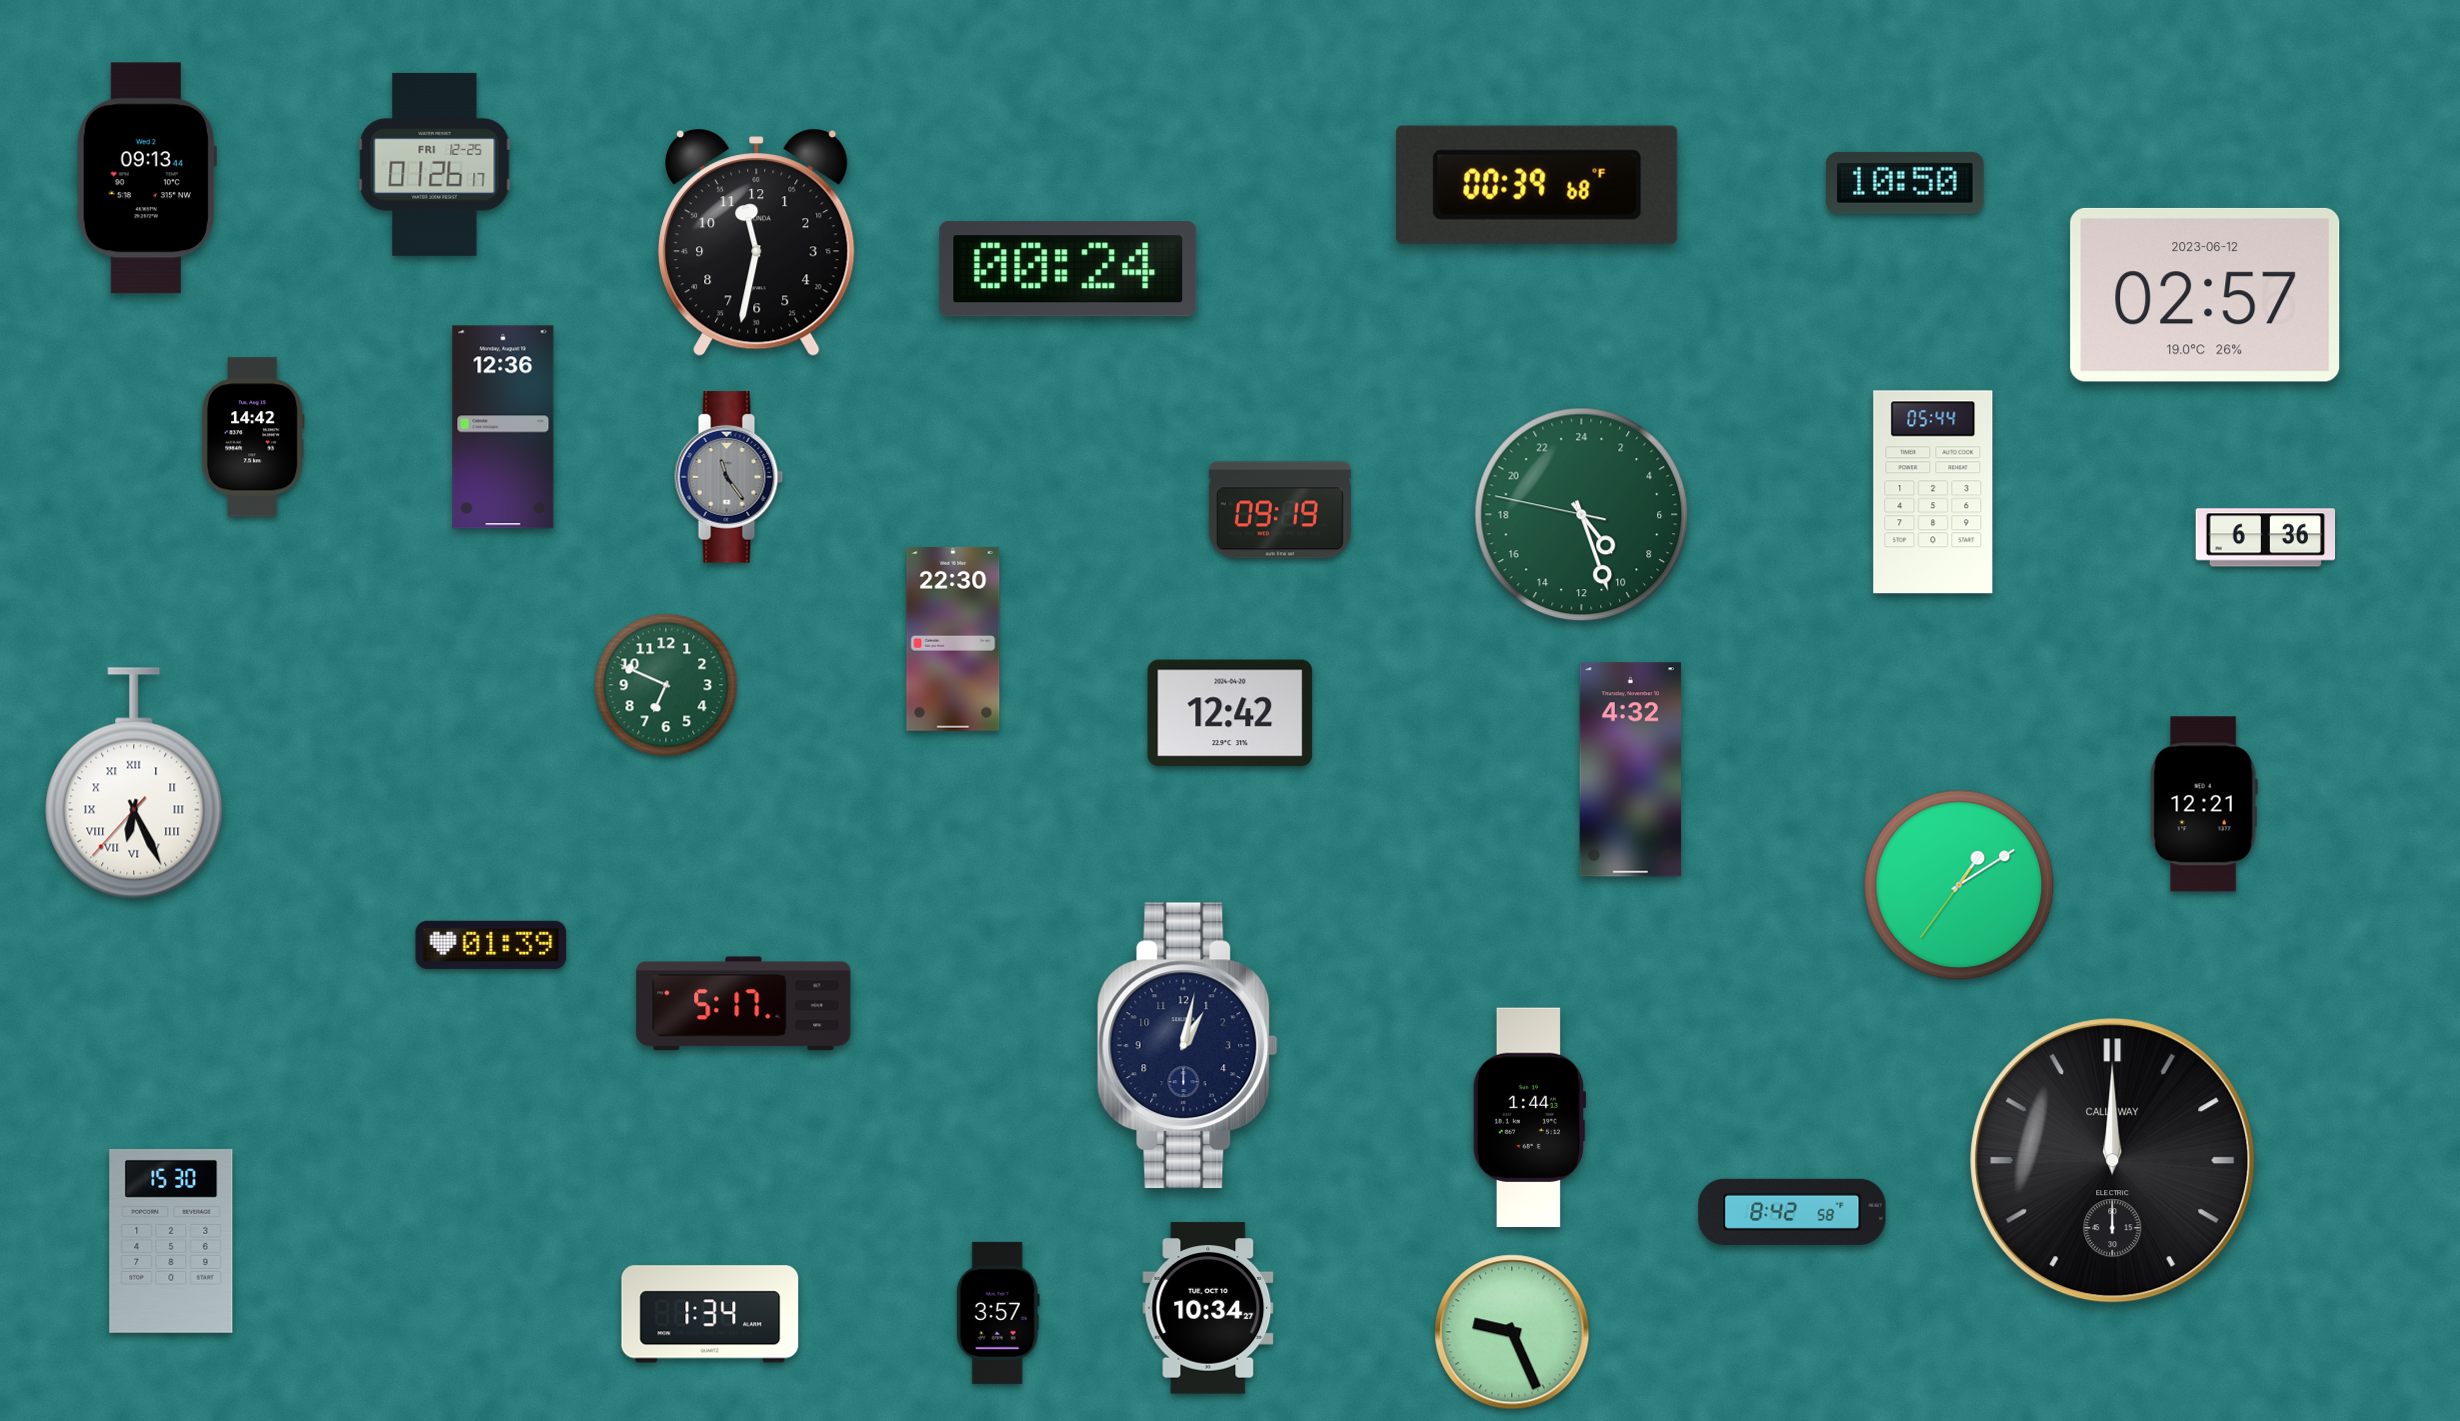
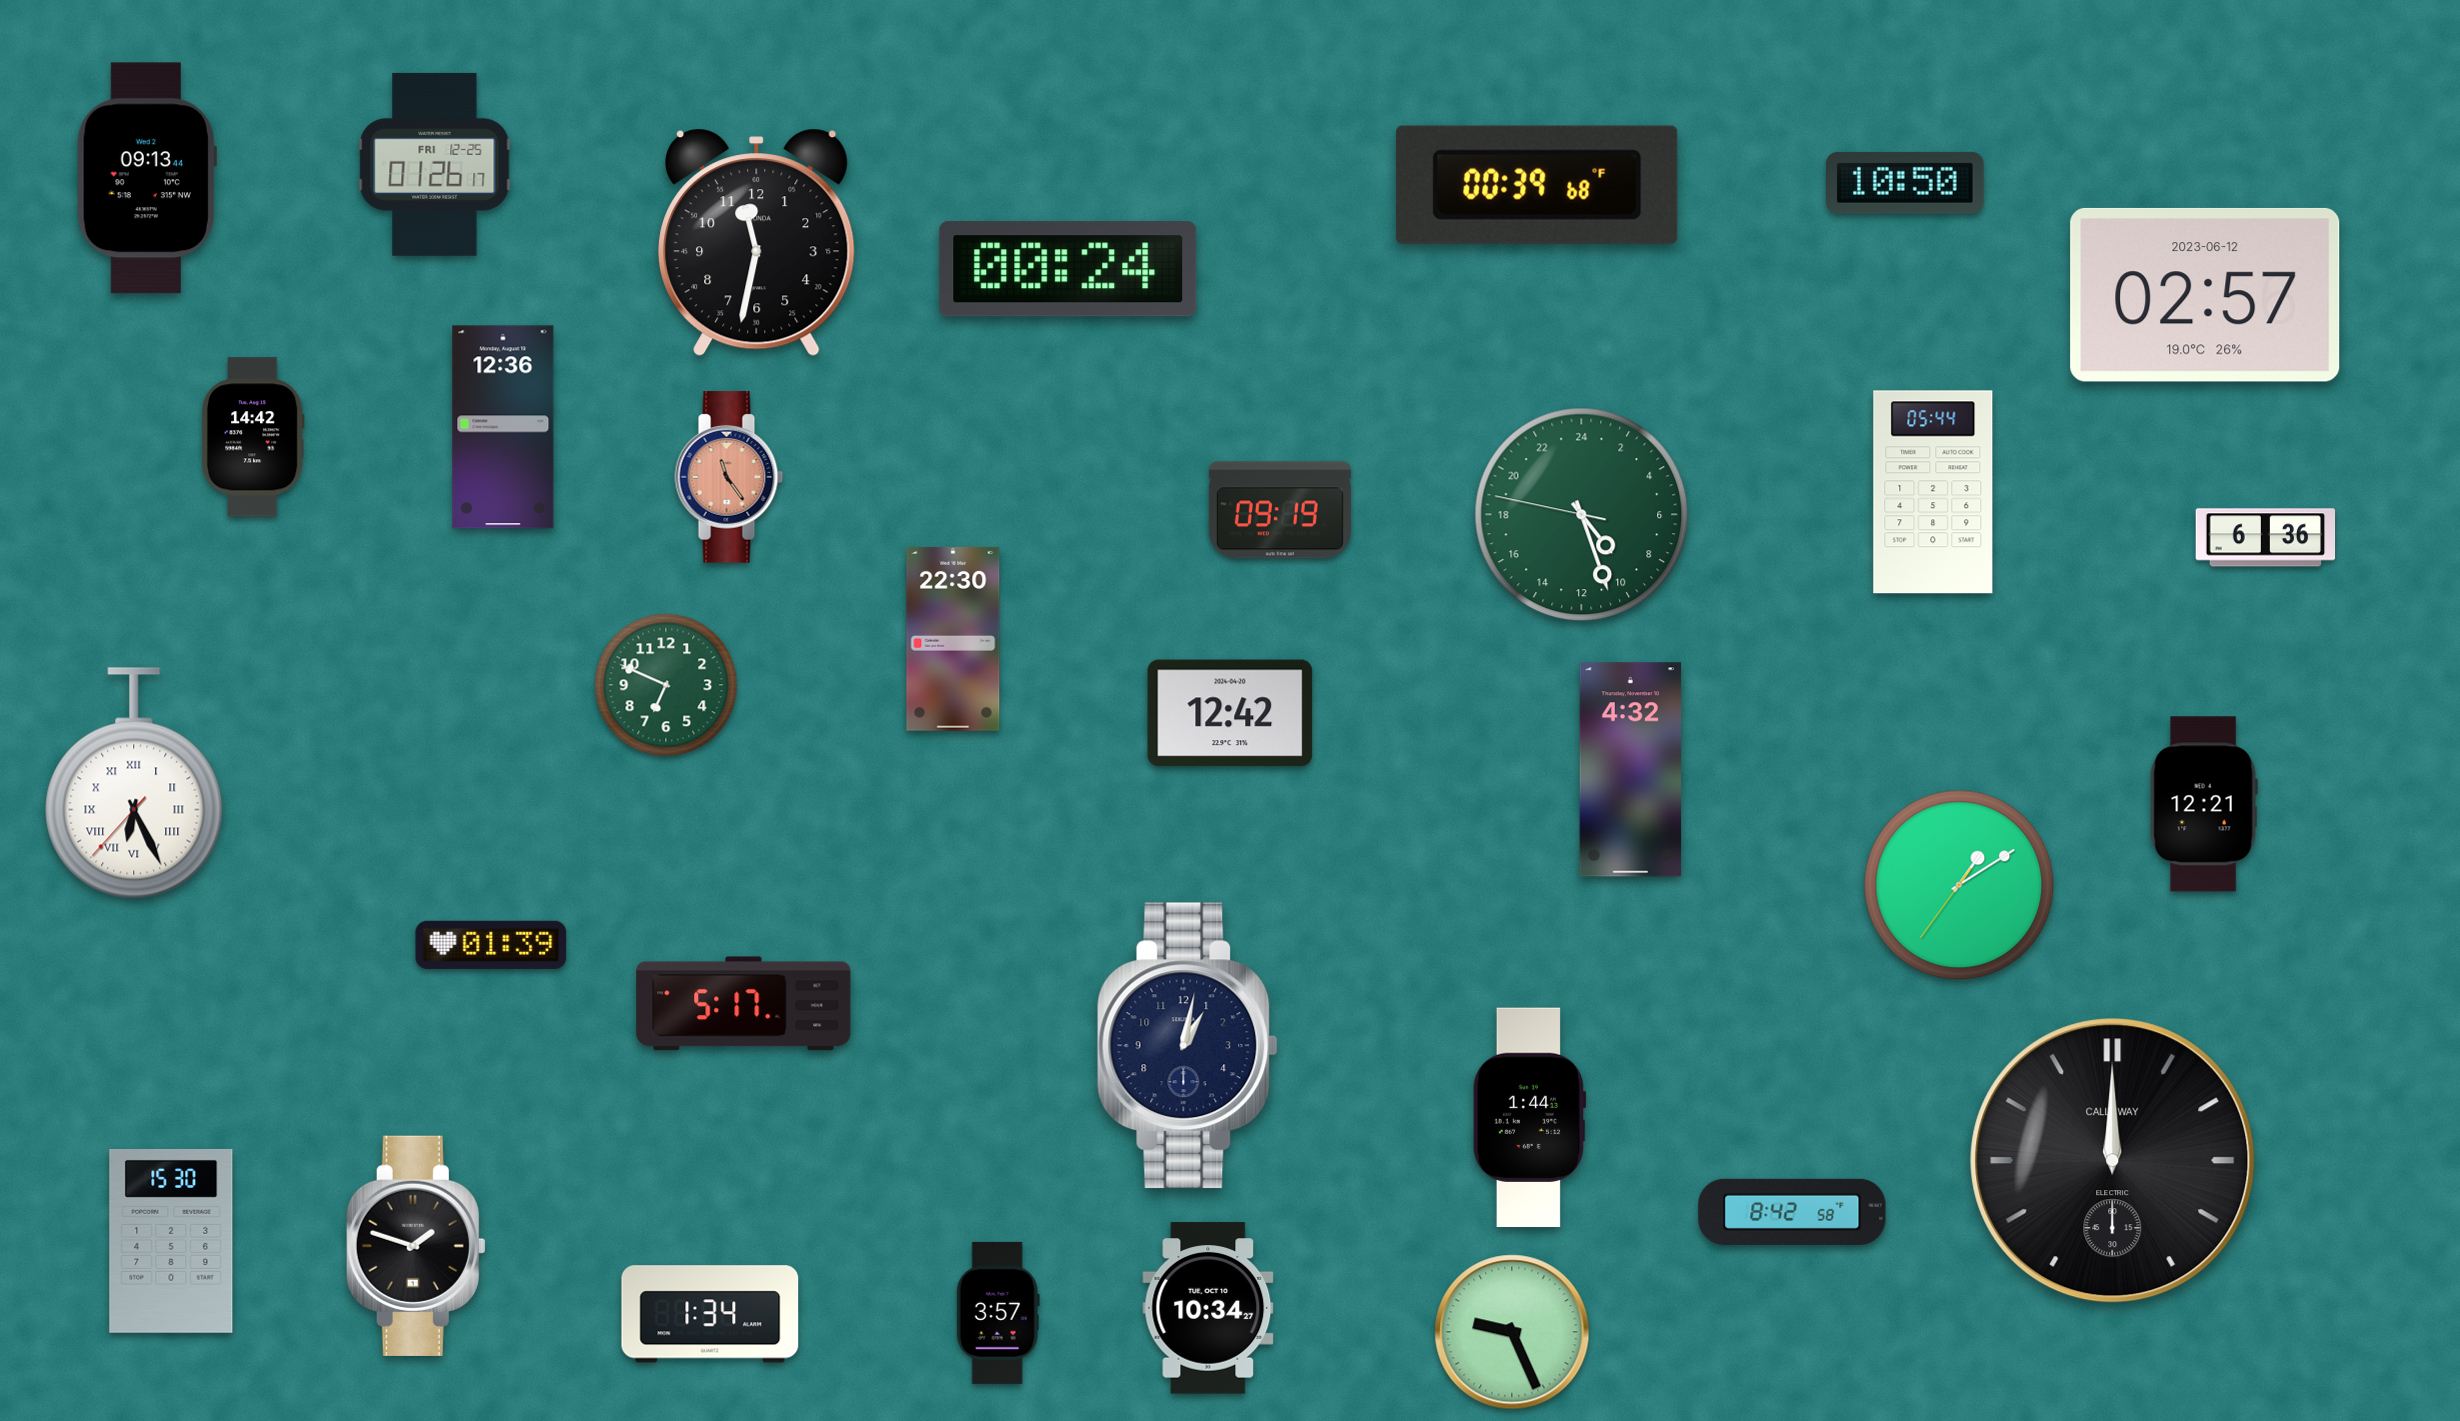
clock at (729, 477) dial: grey -> salmon
clock at (416, 1246): none -> 1:48
